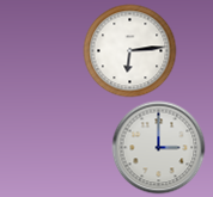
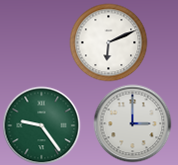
clock at (129, 50): 6:14 -> 6:11
clock at (41, 125): none -> 9:24
